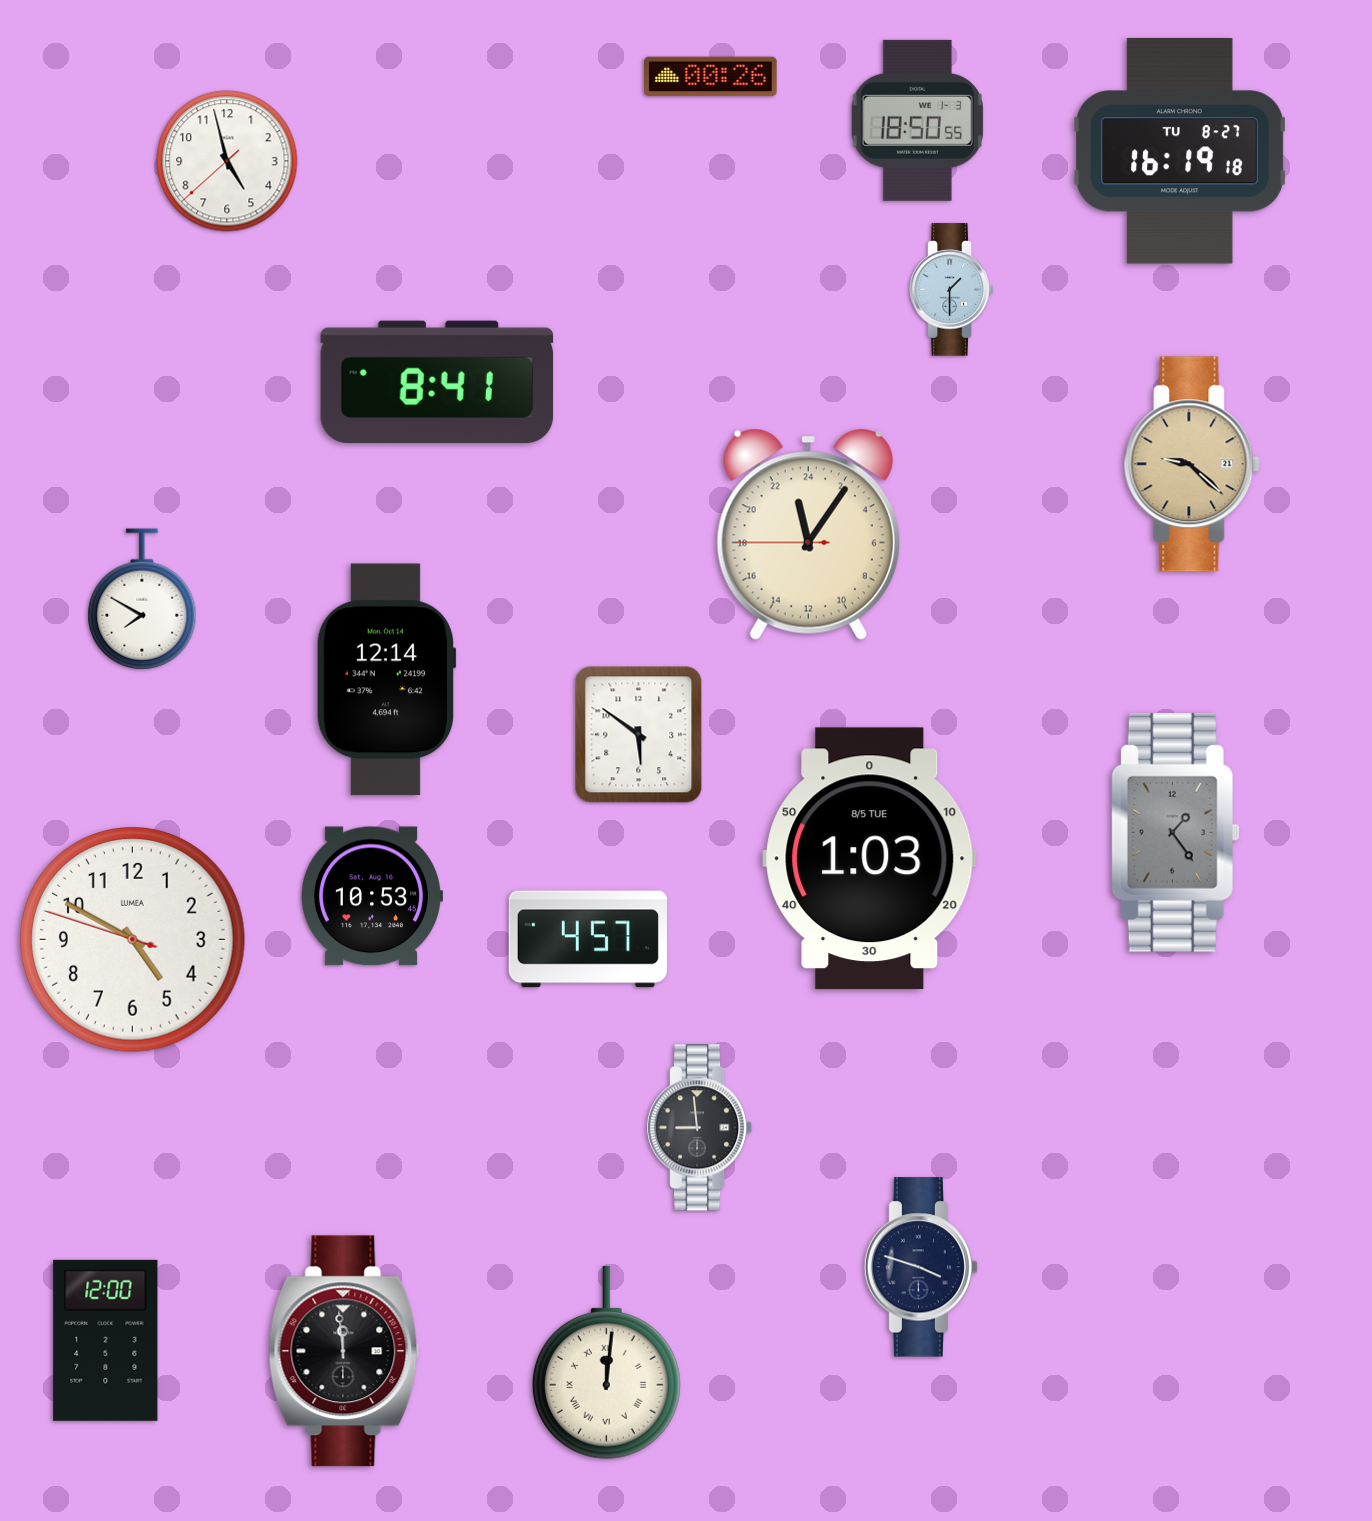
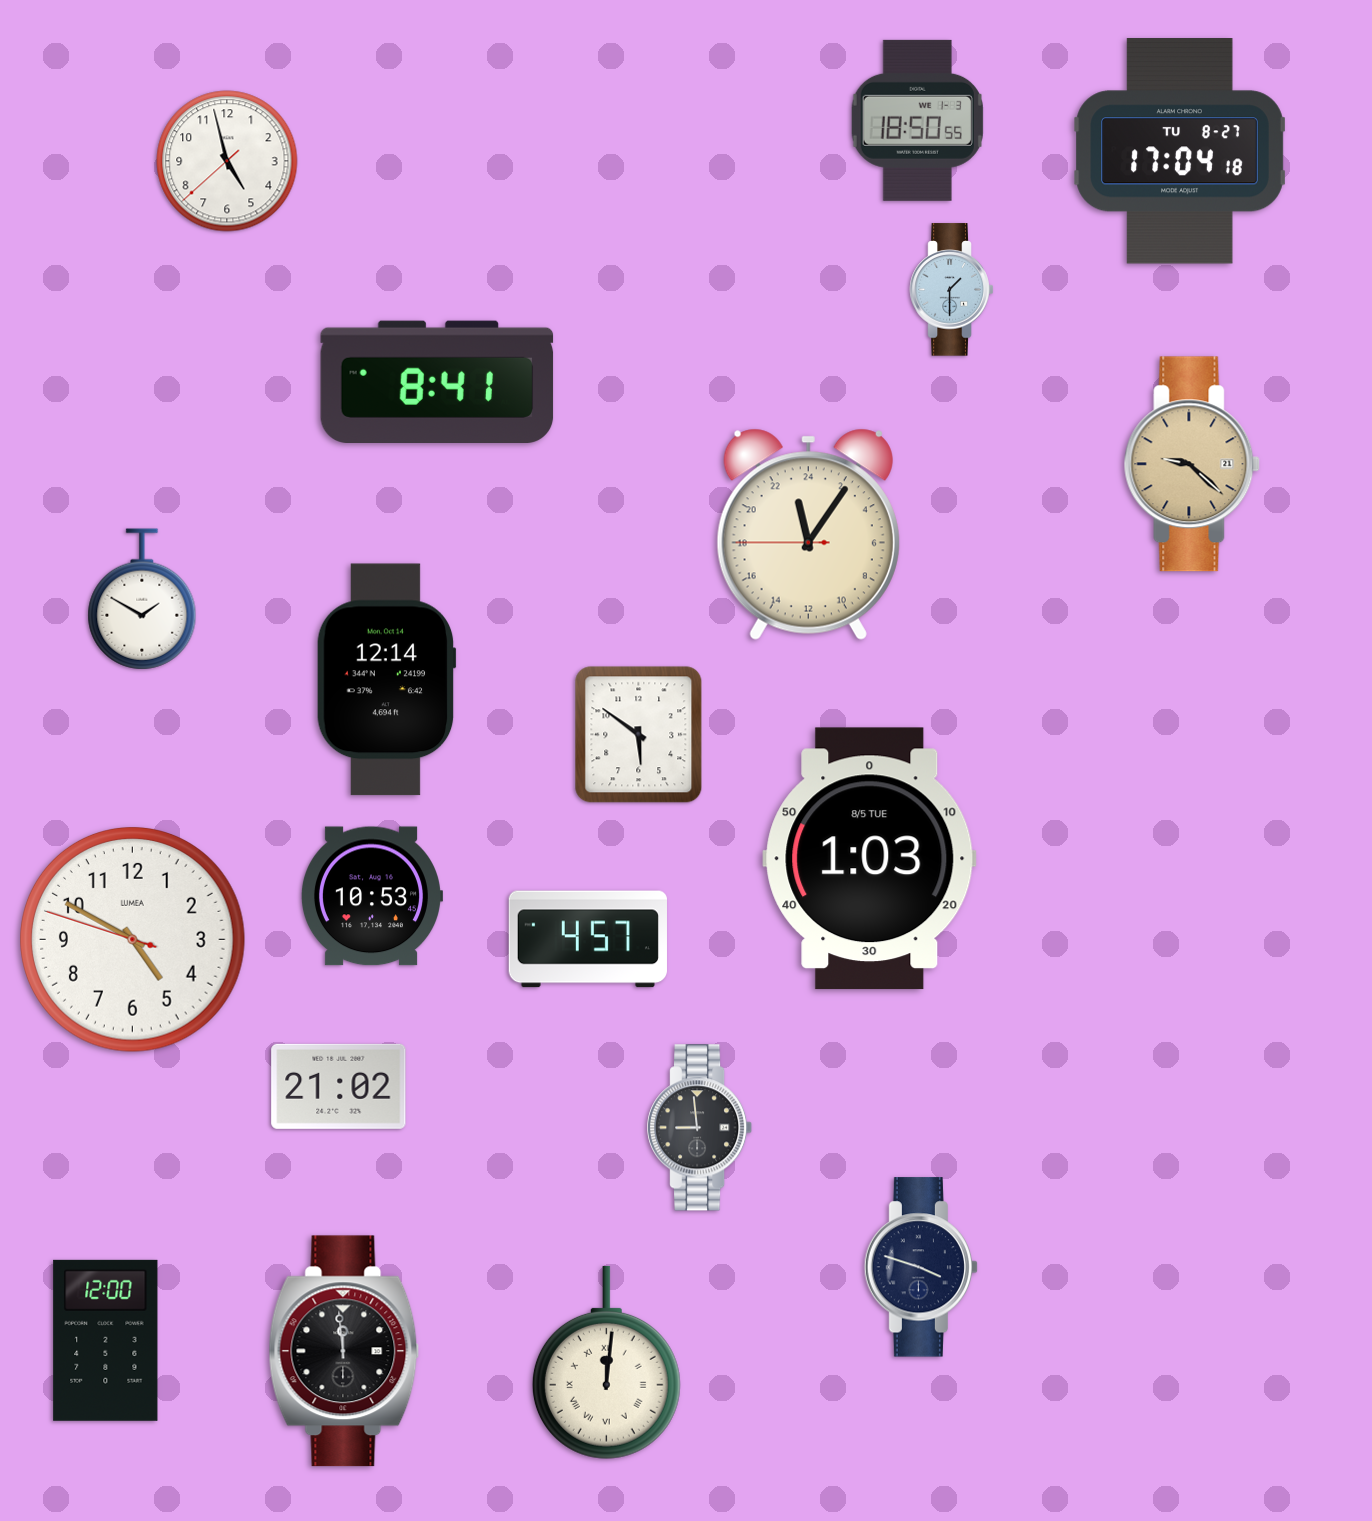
clock at (711, 77): 00:26 -> none
clock at (1180, 151): 16:19 -> 17:04
clock at (142, 599): 7:50 -> 1:50
clock at (1175, 832): 1:24 -> none
clock at (339, 1086): none -> 21:02
